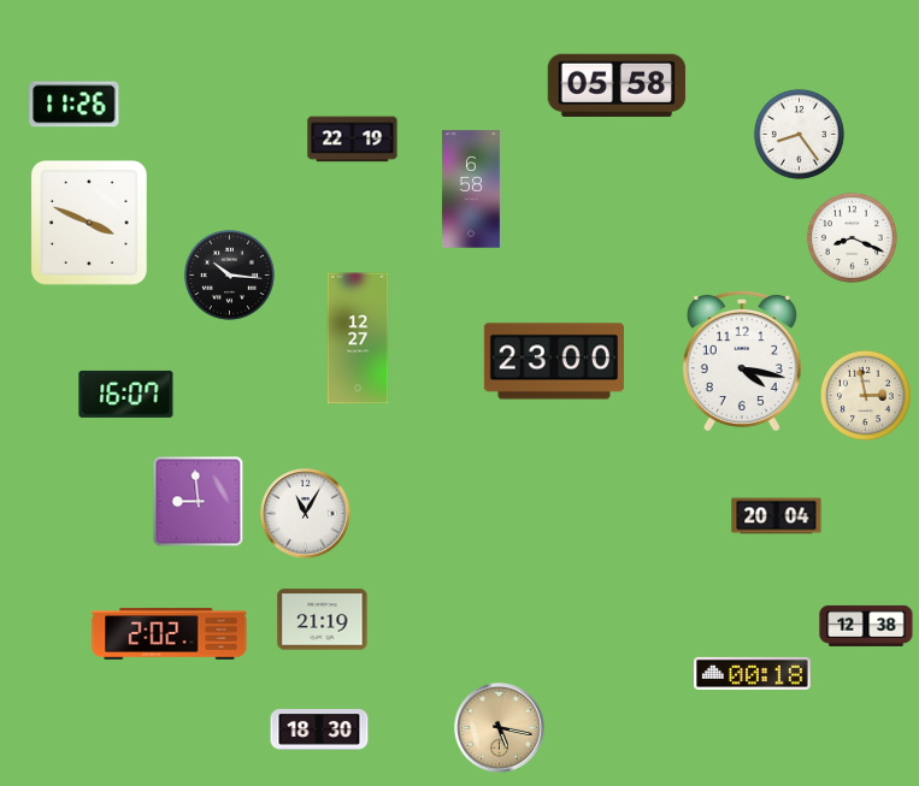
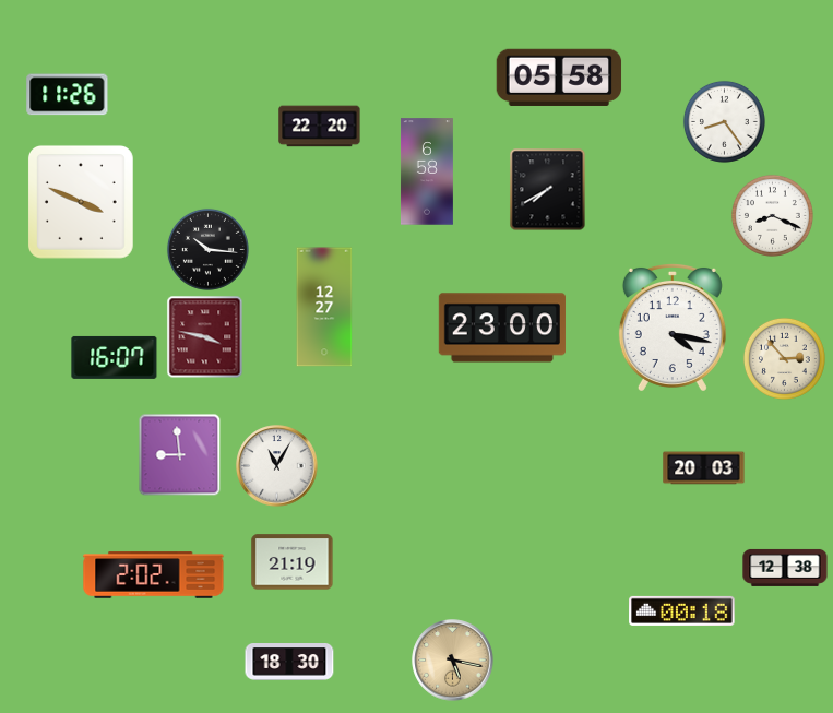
clock at (353, 140): 22:19 -> 22:20
clock at (548, 190): none -> 7:40
clock at (205, 337): none -> 3:47
clock at (865, 395): 2:58 -> 2:53
clock at (777, 516): 20:04 -> 20:03
